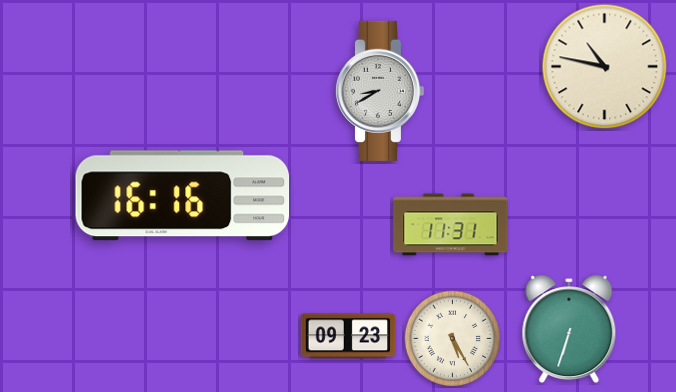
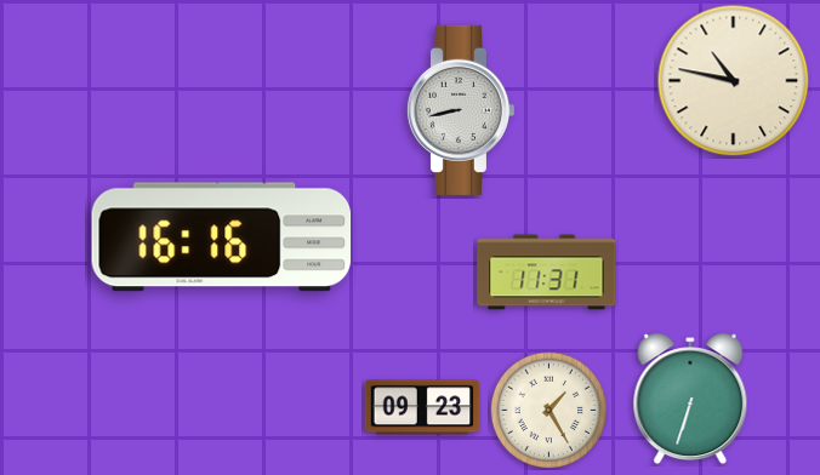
clock at (379, 91): 8:40 -> 8:43
clock at (452, 338): 5:25 -> 1:25
